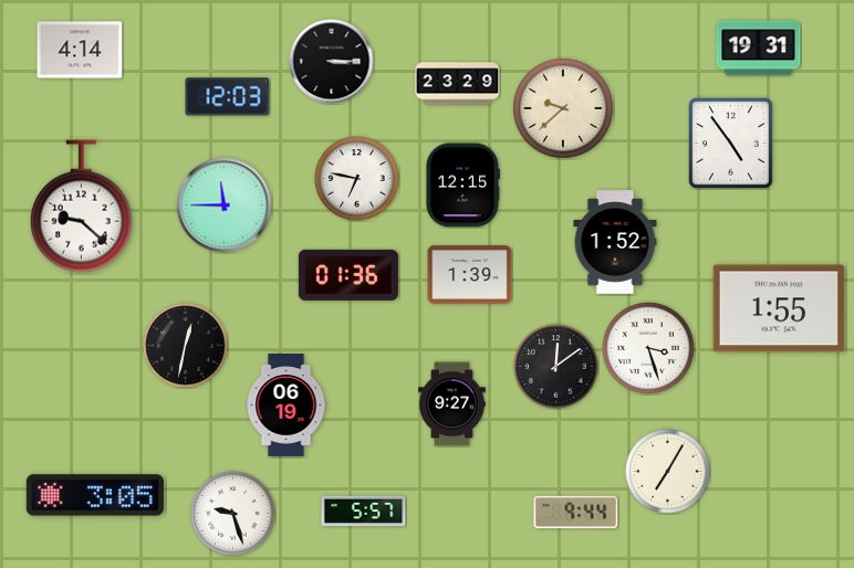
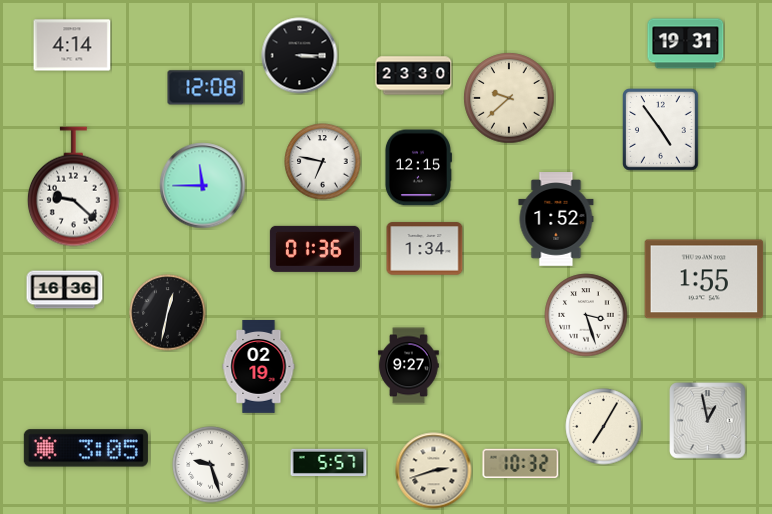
clock at (458, 84): 23:29 -> 23:30
clock at (228, 97): 12:03 -> 12:08
clock at (470, 275): 1:39 -> 1:34
clock at (65, 290): none -> 16:36
clock at (556, 367): 12:09 -> none
clock at (287, 406): 06:19 -> 02:19
clock at (708, 421): none -> 12:58
clock at (576, 513): 9:44 -> 10:32
clock at (434, 471): none -> 2:42
